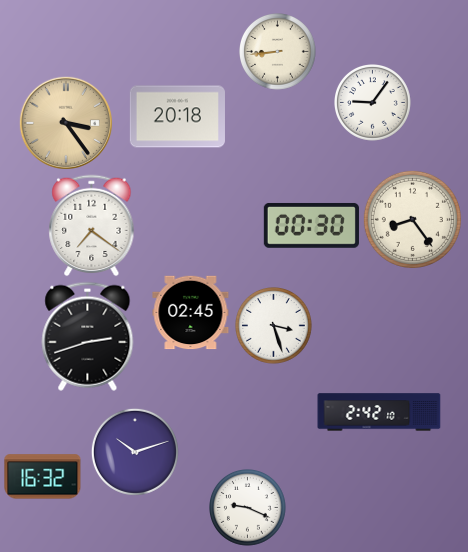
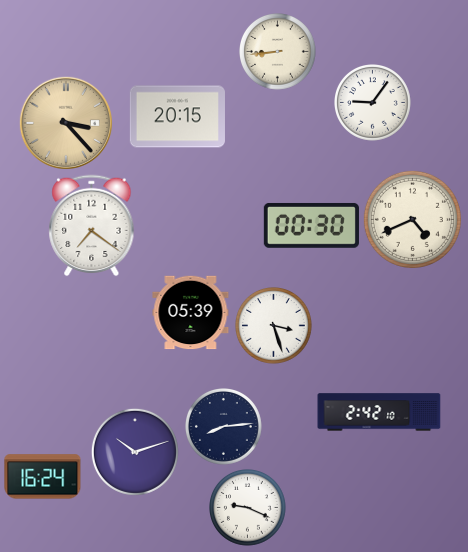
clock at (177, 117): 20:18 -> 20:15
clock at (66, 123): 3:24 -> 3:23
clock at (412, 219): 8:24 -> 4:41
clock at (191, 313): 02:45 -> 05:39
clock at (88, 336): 2:42 -> none
clock at (224, 427): none -> 8:14
clock at (43, 477): 16:32 -> 16:24
